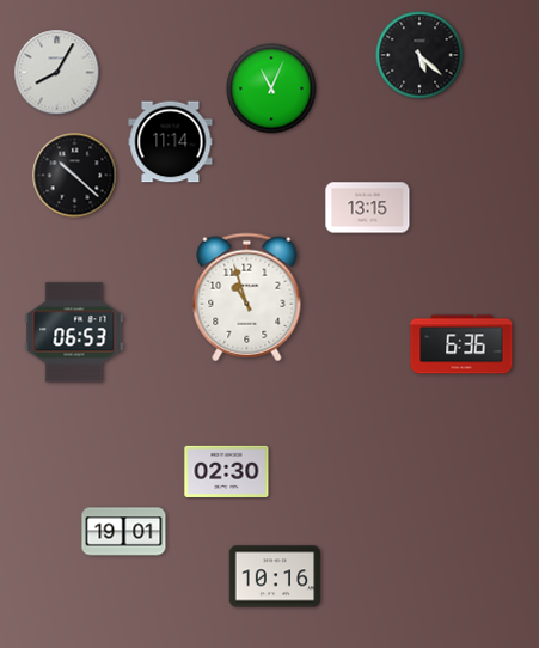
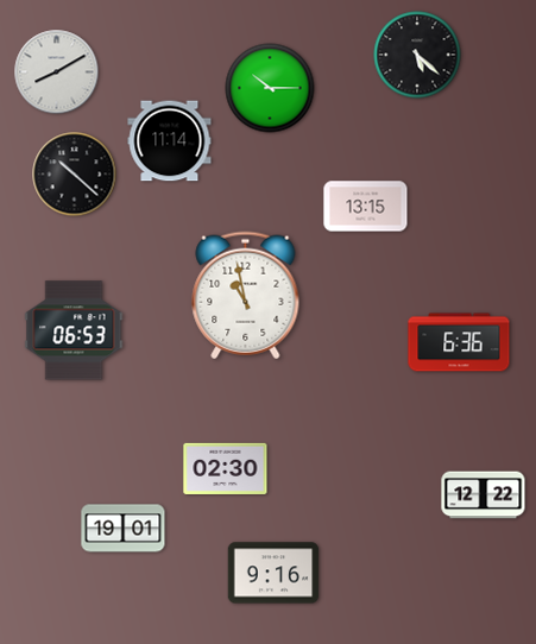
clock at (57, 73): 8:05 -> 8:10
clock at (271, 88): 11:04 -> 10:15
clock at (247, 298): 10:57 -> 10:58
clock at (484, 495): none -> 12:22
clock at (275, 576): 10:16 -> 9:16
